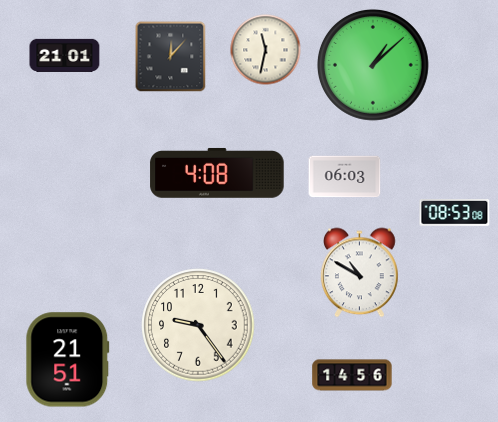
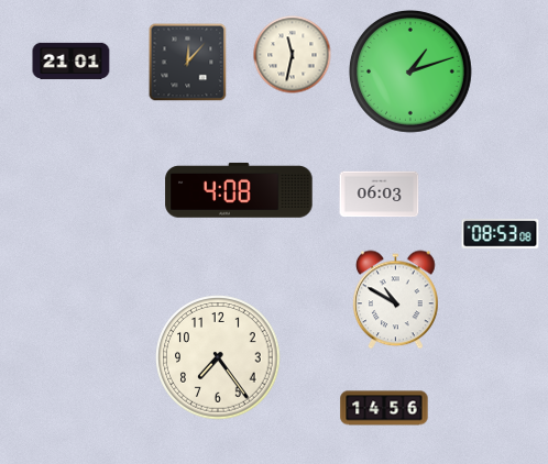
clock at (373, 65): 1:08 -> 1:12
clock at (198, 325): 9:24 -> 7:24
clock at (68, 360): 21:51 -> none
clock at (352, 375) position: (352, 375) -> (384, 408)
